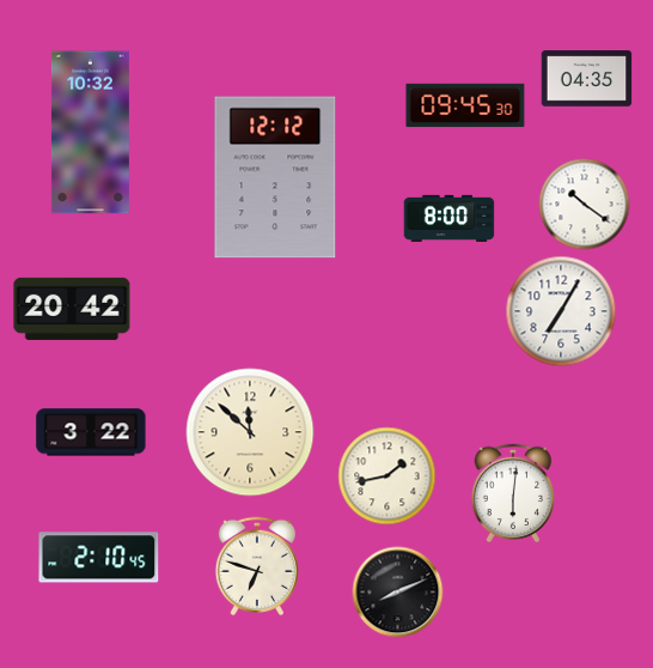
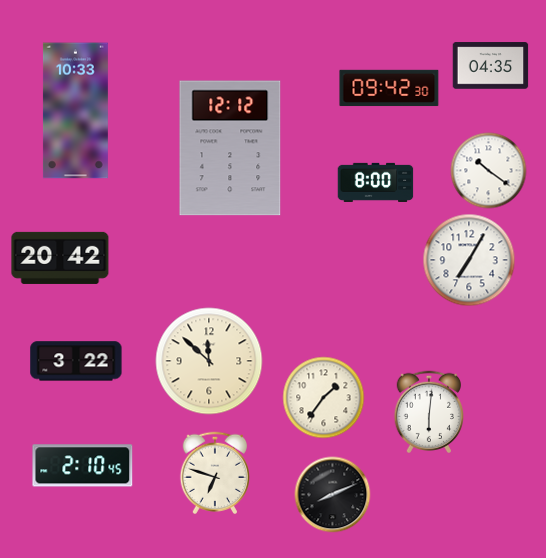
clock at (465, 105): 09:45 -> 09:42
clock at (90, 133): 10:32 -> 10:33
clock at (387, 476): 1:43 -> 1:36
